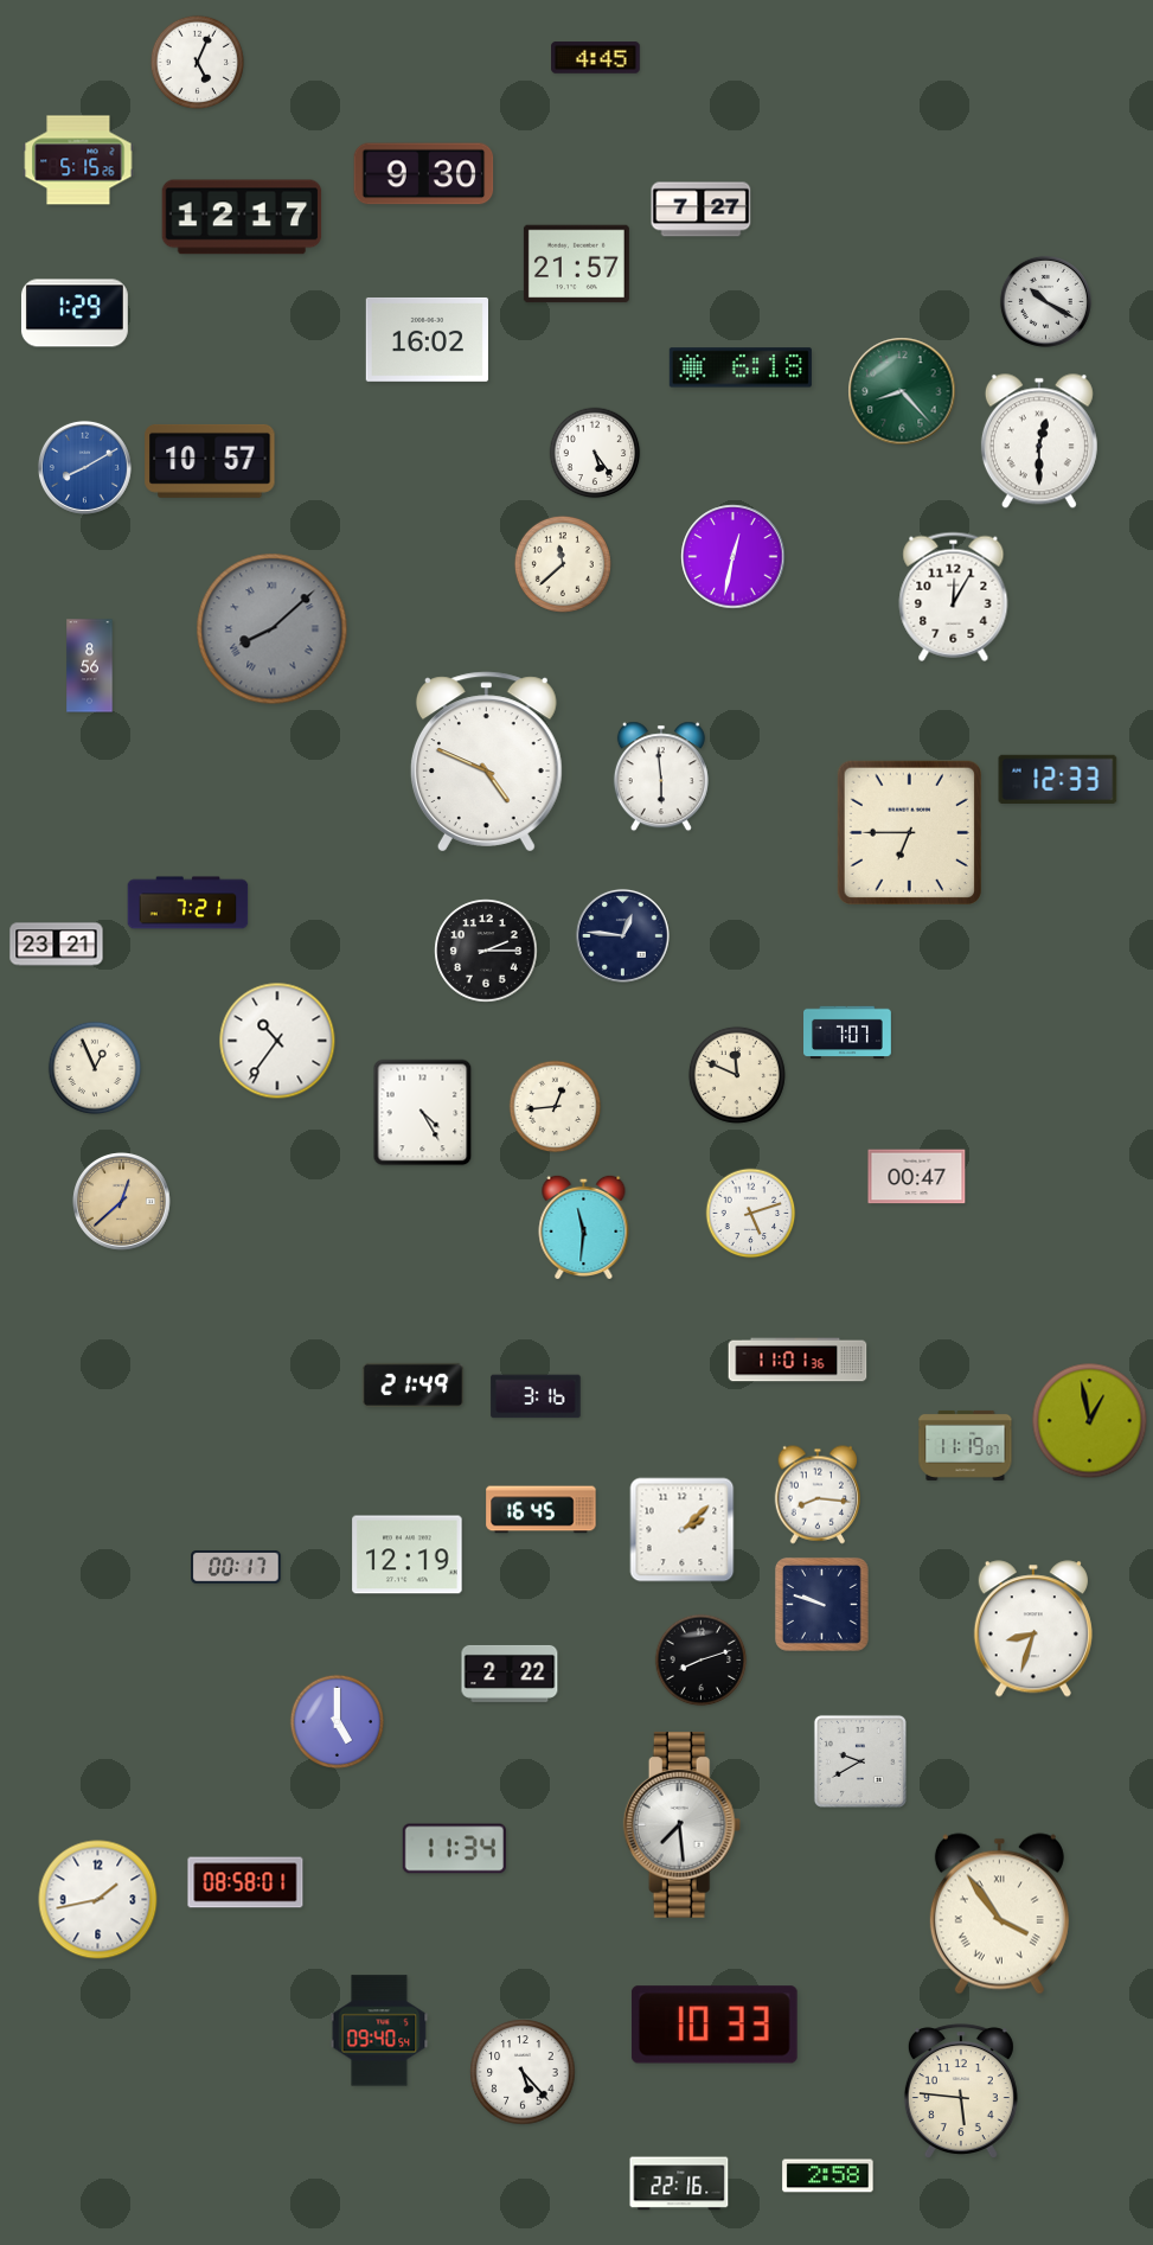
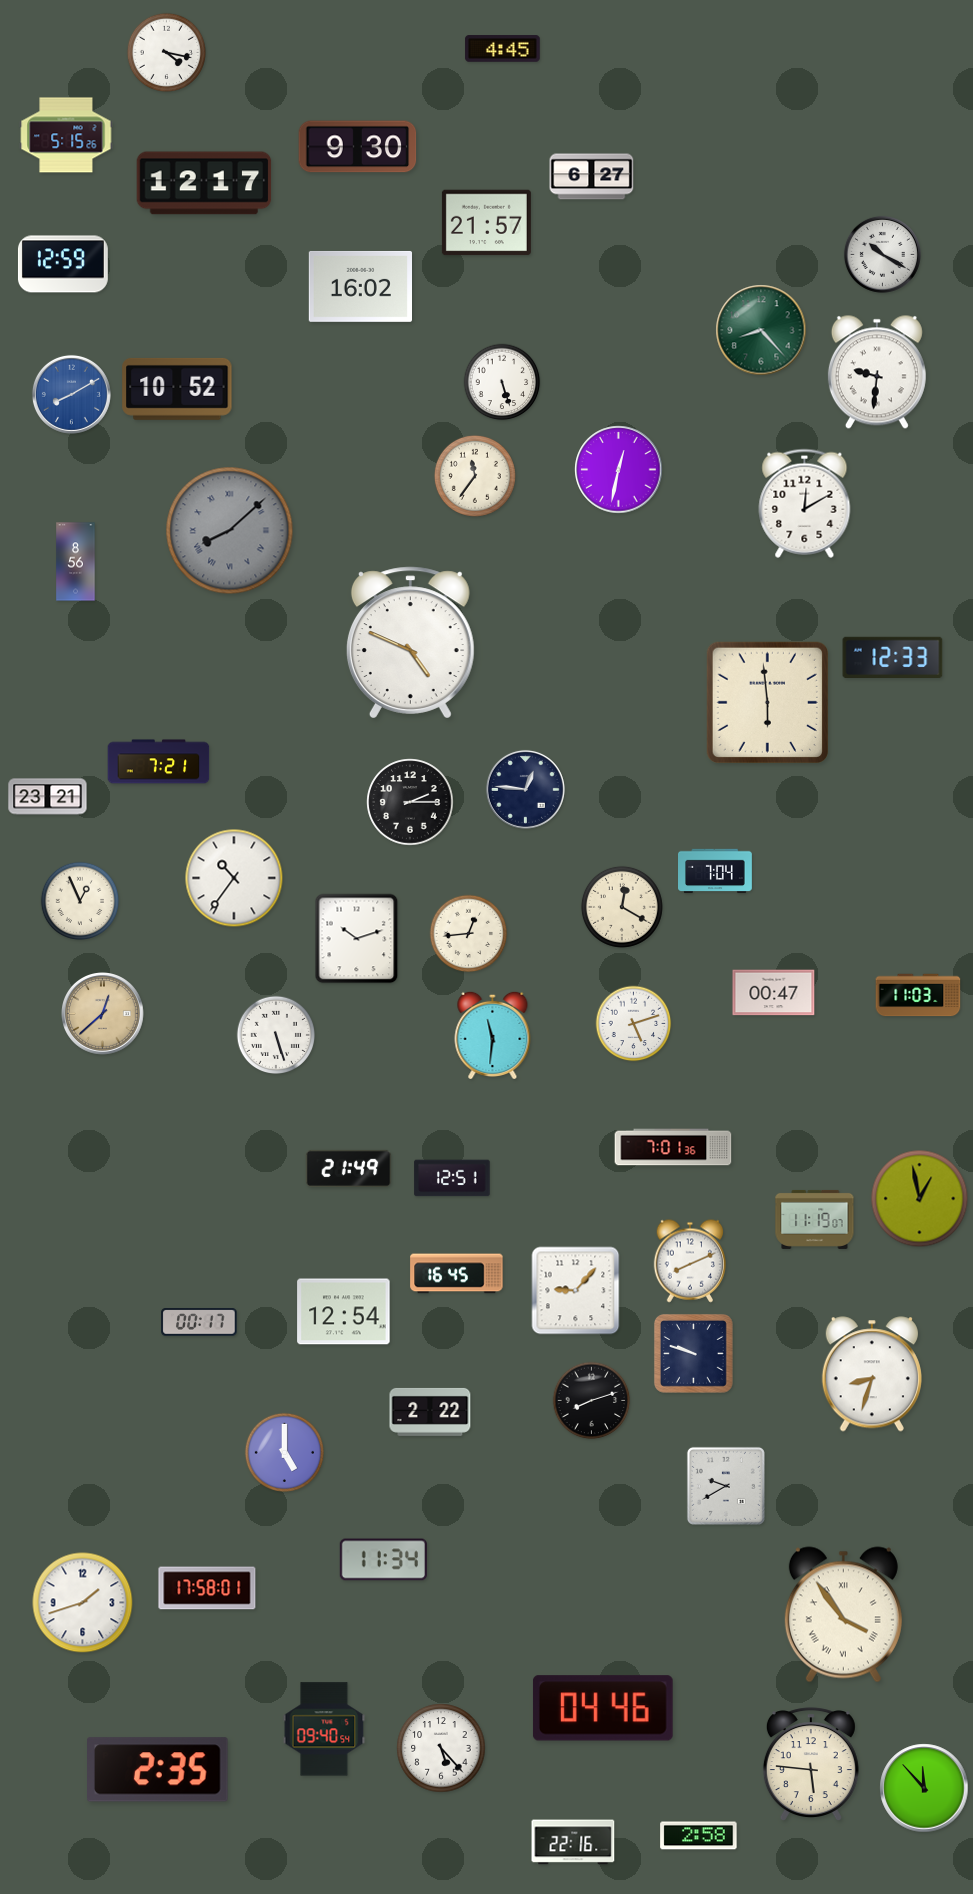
clock at (197, 62): 5:04 -> 4:17
clock at (702, 210): 7:27 -> 6:27
clock at (75, 313): 1:29 -> 12:59
clock at (741, 367): 6:18 -> none
clock at (1039, 441): 12:30 -> 9:31
clock at (595, 453): 5:24 -> 5:27
clock at (210, 461): 10:57 -> 10:52
clock at (563, 564): 11:38 -> 11:36
clock at (954, 596): 12:05 -> 12:10
clock at (661, 776): 5:59 -> none
clock at (909, 832): 6:45 -> 5:59
clock at (848, 1032): 7:07 -> 7:04
clock at (737, 1075): 11:49 -> 12:20
clock at (423, 1113): 4:25 -> 10:12
clock at (918, 995): none -> 11:03
clock at (276, 1035): none -> 5:27
clock at (798, 1360): 11:01 -> 7:01
clock at (536, 1396): 3:16 -> 12:51
clock at (818, 1495): 8:16 -> 8:11
clock at (683, 1530): 2:08 -> 9:07
clock at (408, 1555): 12:19 -> 12:54
clock at (683, 1825): 7:29 -> none
clock at (245, 1882): 08:58 -> 17:58
clock at (98, 1900): 1:43 -> 1:42
clock at (715, 2025): 10:33 -> 04:46
clock at (379, 2030) position: (379, 2030) -> (324, 1729)
clock at (158, 1770): none -> 2:35
clock at (924, 1788): none -> 11:53
